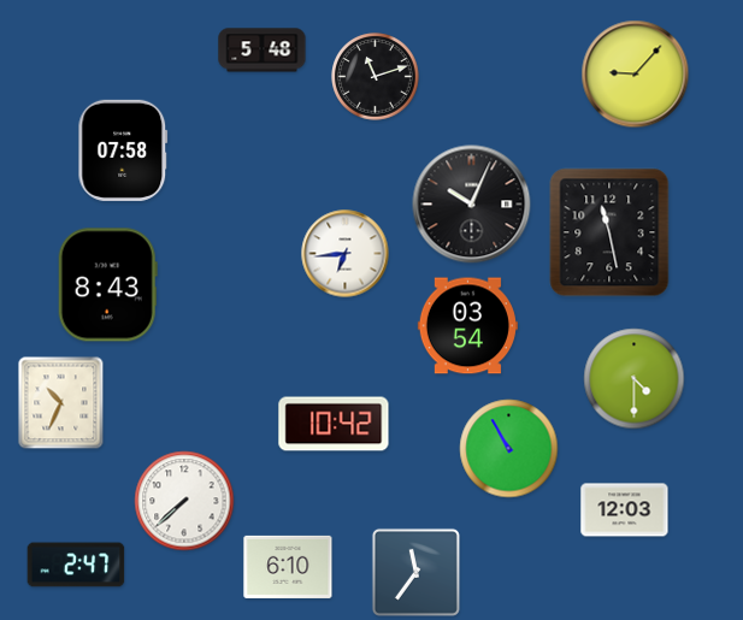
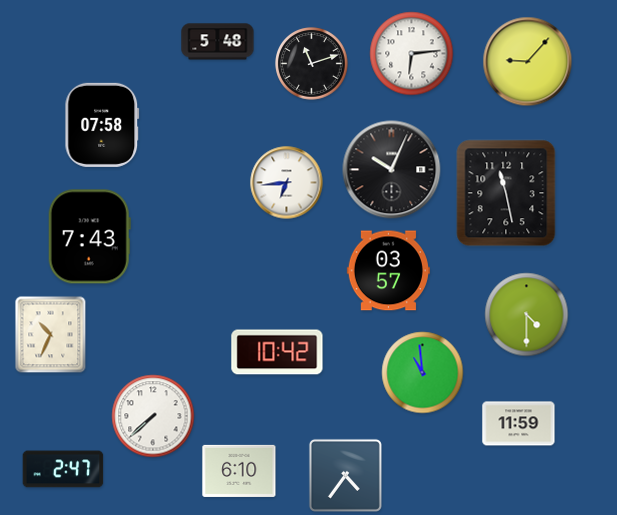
clock at (412, 54): none -> 6:14
clock at (346, 254) position: (346, 254) -> (287, 183)
clock at (107, 285): 8:43 -> 7:43
clock at (467, 326): 03:54 -> 03:57
clock at (509, 449): 10:55 -> 10:59
clock at (625, 510): 12:03 -> 11:59
clock at (415, 572): 11:36 -> 4:36
